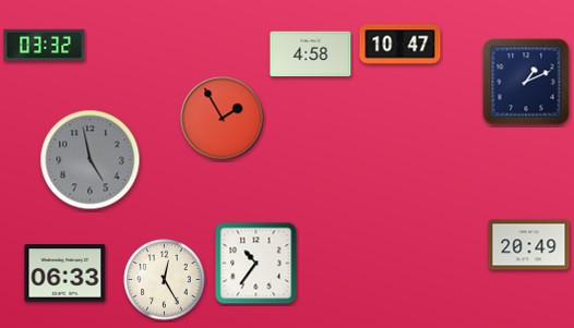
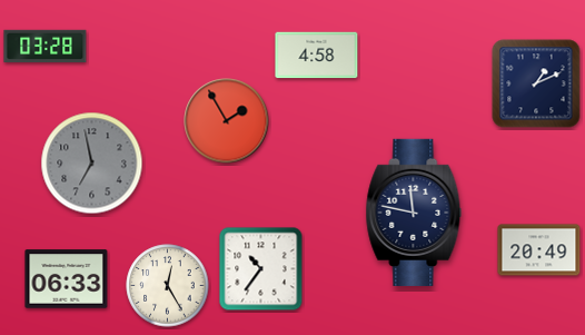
clock at (45, 45): 03:32 -> 03:28
clock at (400, 45): 10:47 -> none
clock at (91, 160): 4:58 -> 6:58
clock at (414, 213): none -> 11:47
